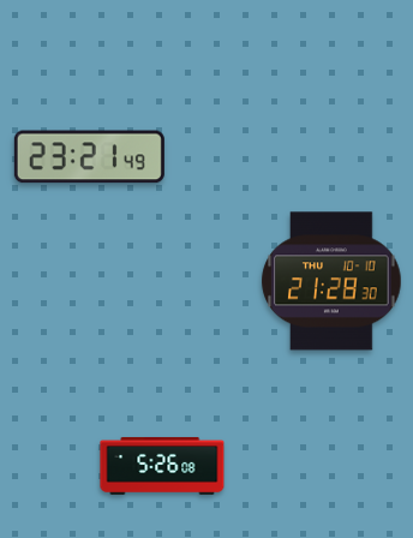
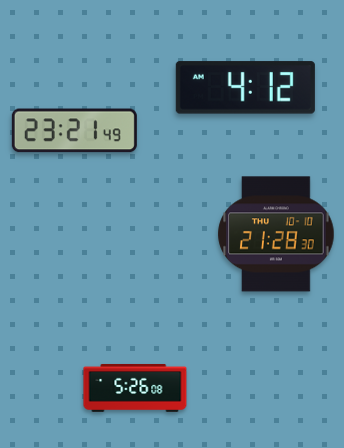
clock at (245, 88): none -> 4:12
